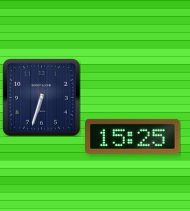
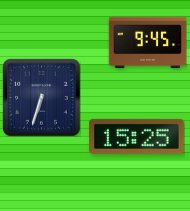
clock at (147, 43): none -> 9:45
clock at (133, 136) position: (133, 136) -> (137, 136)
